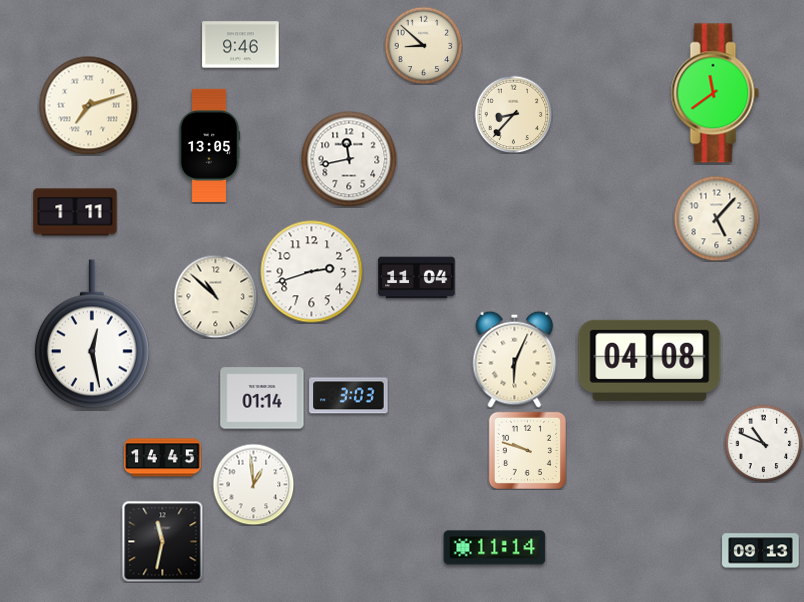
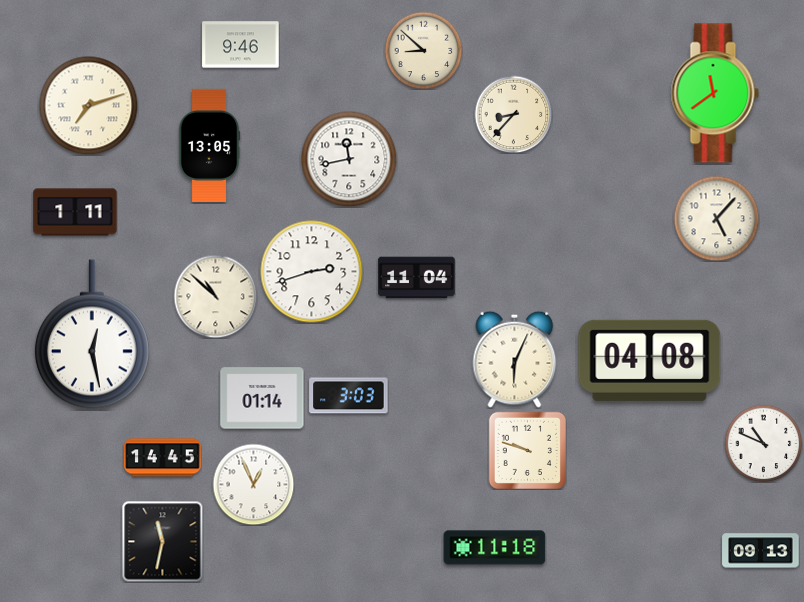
clock at (423, 45) position: (423, 45) -> (423, 50)
clock at (253, 484): 12:59 -> 12:56
clock at (495, 548): 11:14 -> 11:18
